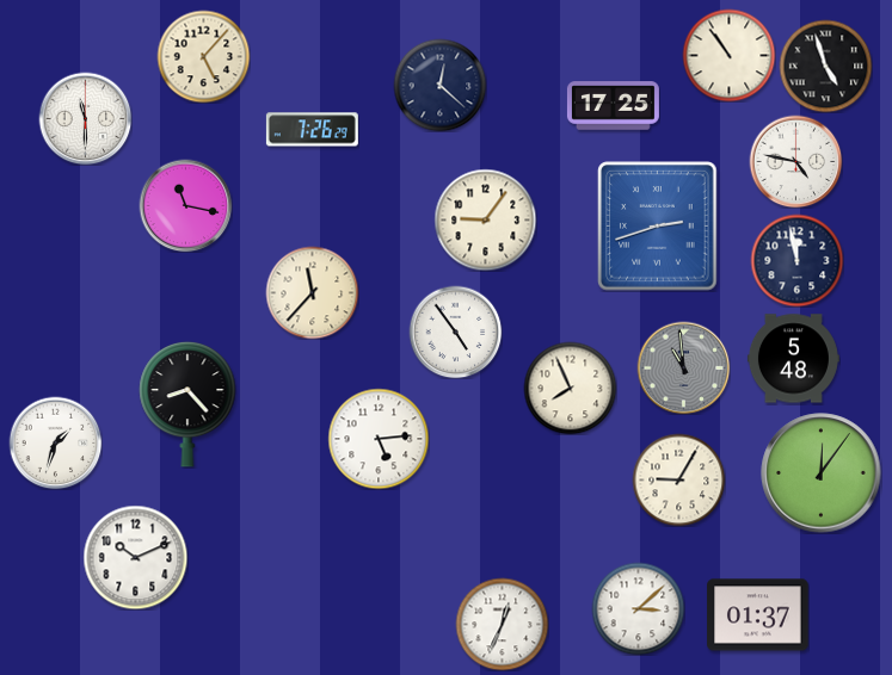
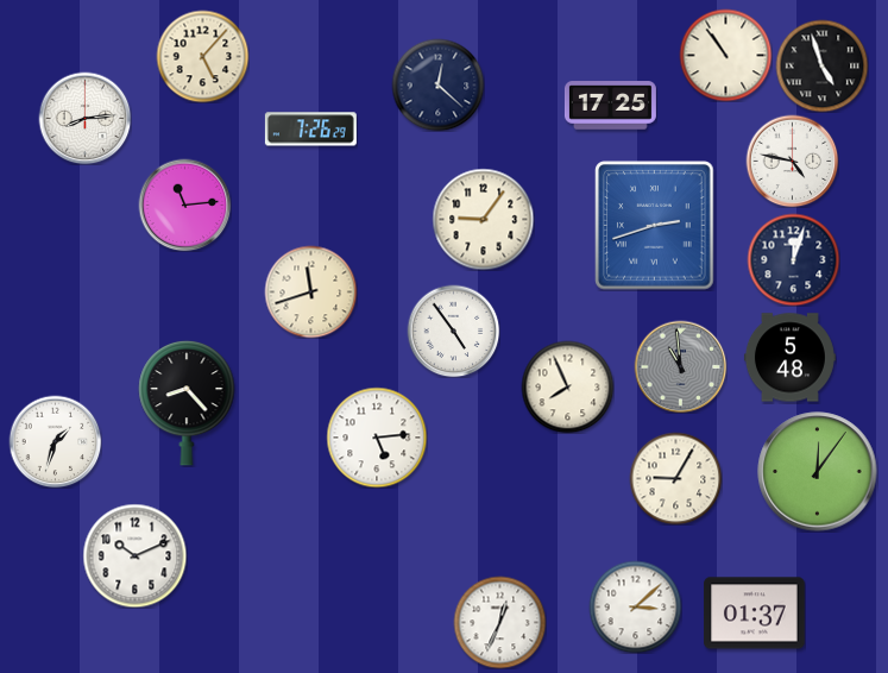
clock at (85, 118): 11:30 -> 8:14
clock at (185, 205): 11:17 -> 11:14
clock at (796, 260): 11:58 -> 12:03
clock at (312, 292): 11:37 -> 11:42
